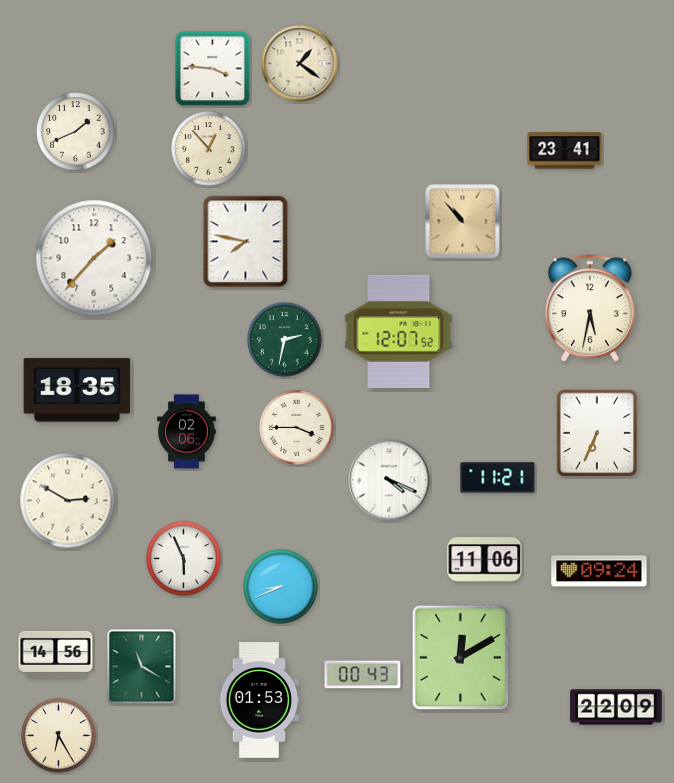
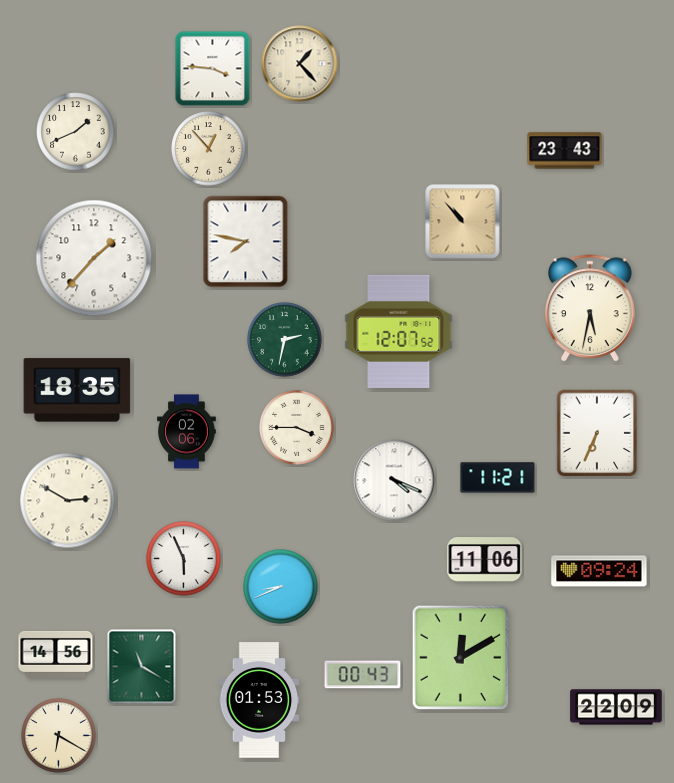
clock at (300, 64): 1:21 -> 1:23
clock at (565, 151): 23:41 -> 23:43
clock at (389, 480) position: (389, 480) -> (394, 480)
clock at (59, 736): 6:25 -> 6:20
